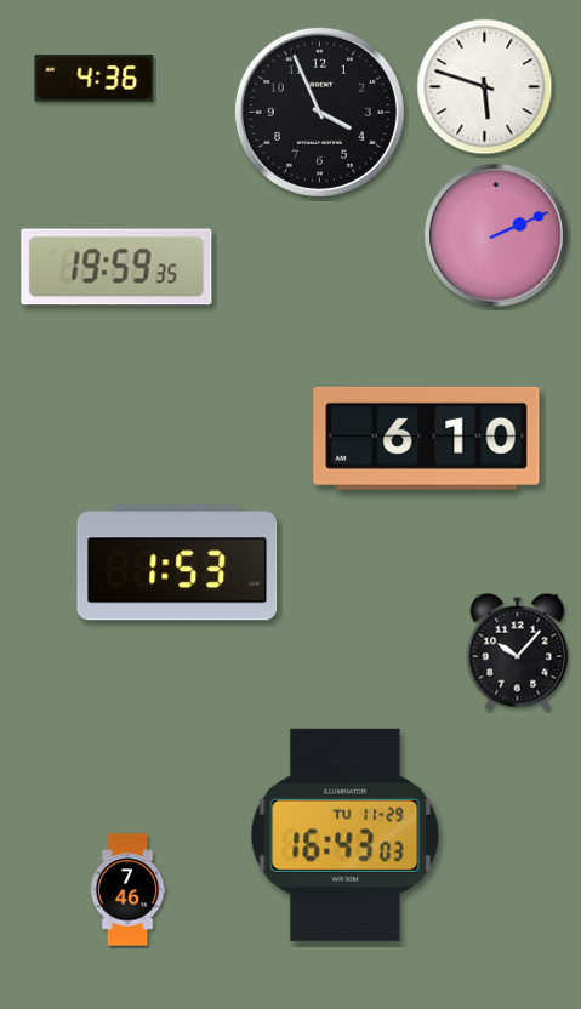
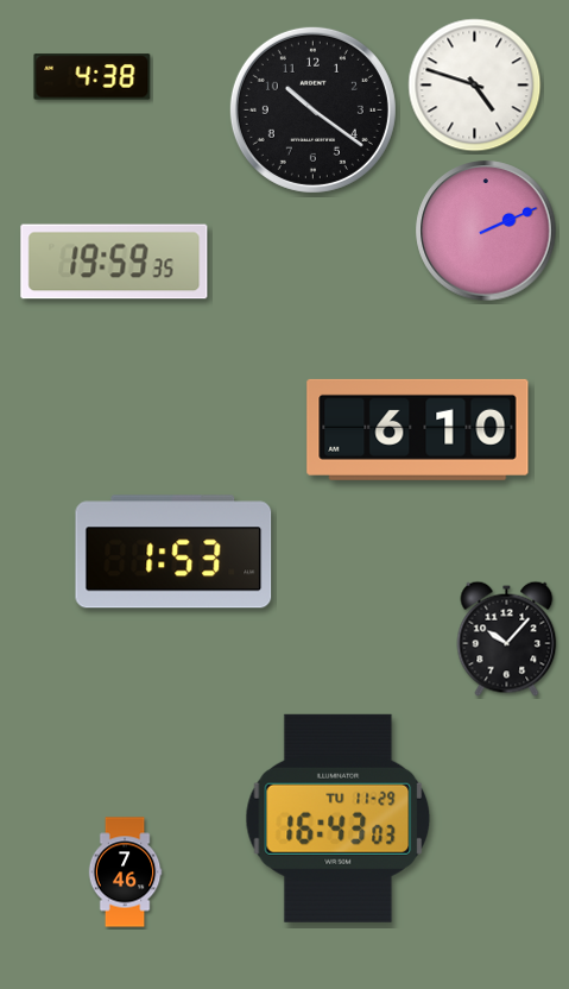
clock at (95, 79): 4:36 -> 4:38
clock at (485, 87): 5:48 -> 4:48
clock at (319, 112): 3:56 -> 10:21
